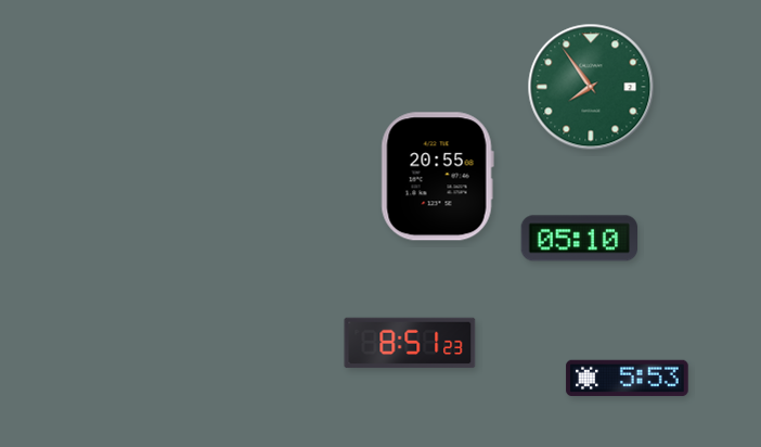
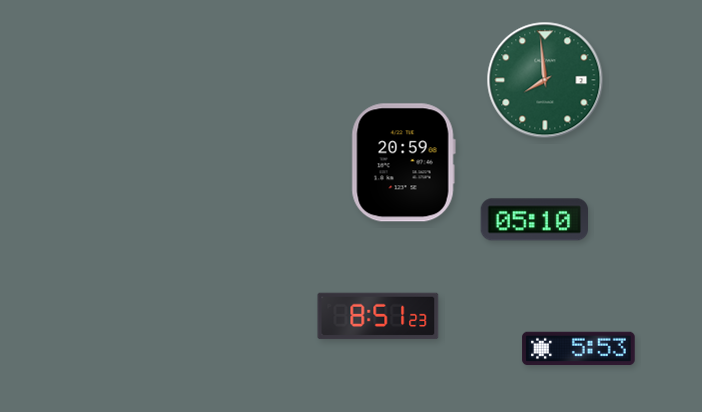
clock at (591, 87): 7:54 -> 7:59
clock at (437, 177): 20:55 -> 20:59
